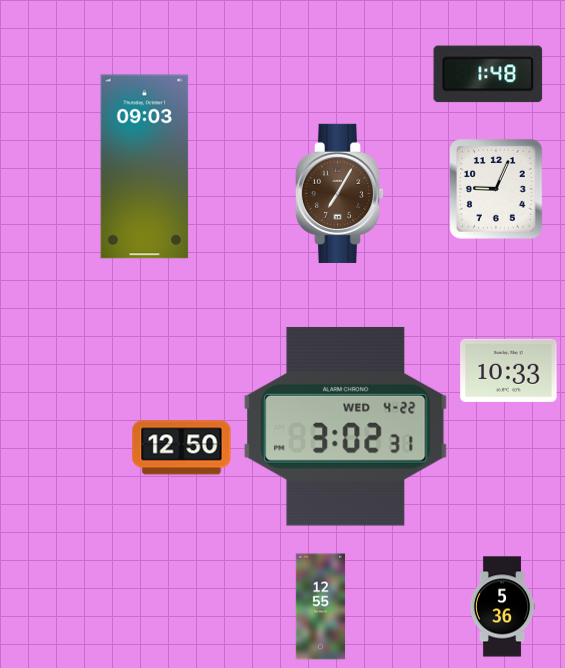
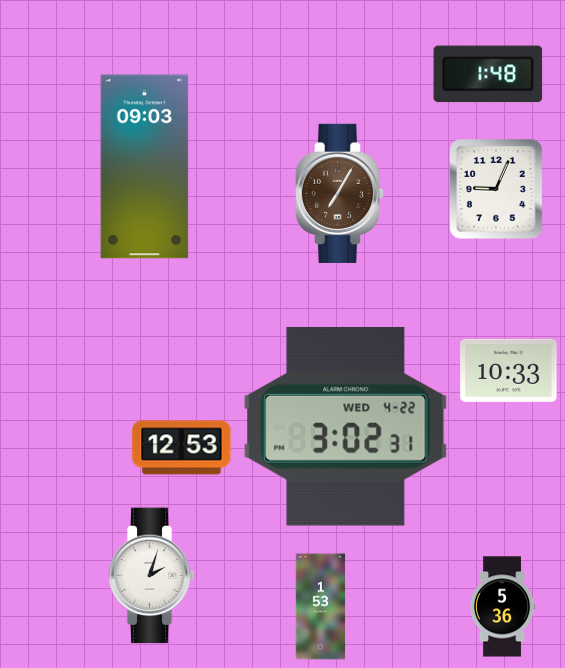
clock at (182, 448): 12:50 -> 12:53
clock at (151, 576): none -> 2:03
clock at (321, 607): 12:55 -> 1:53
